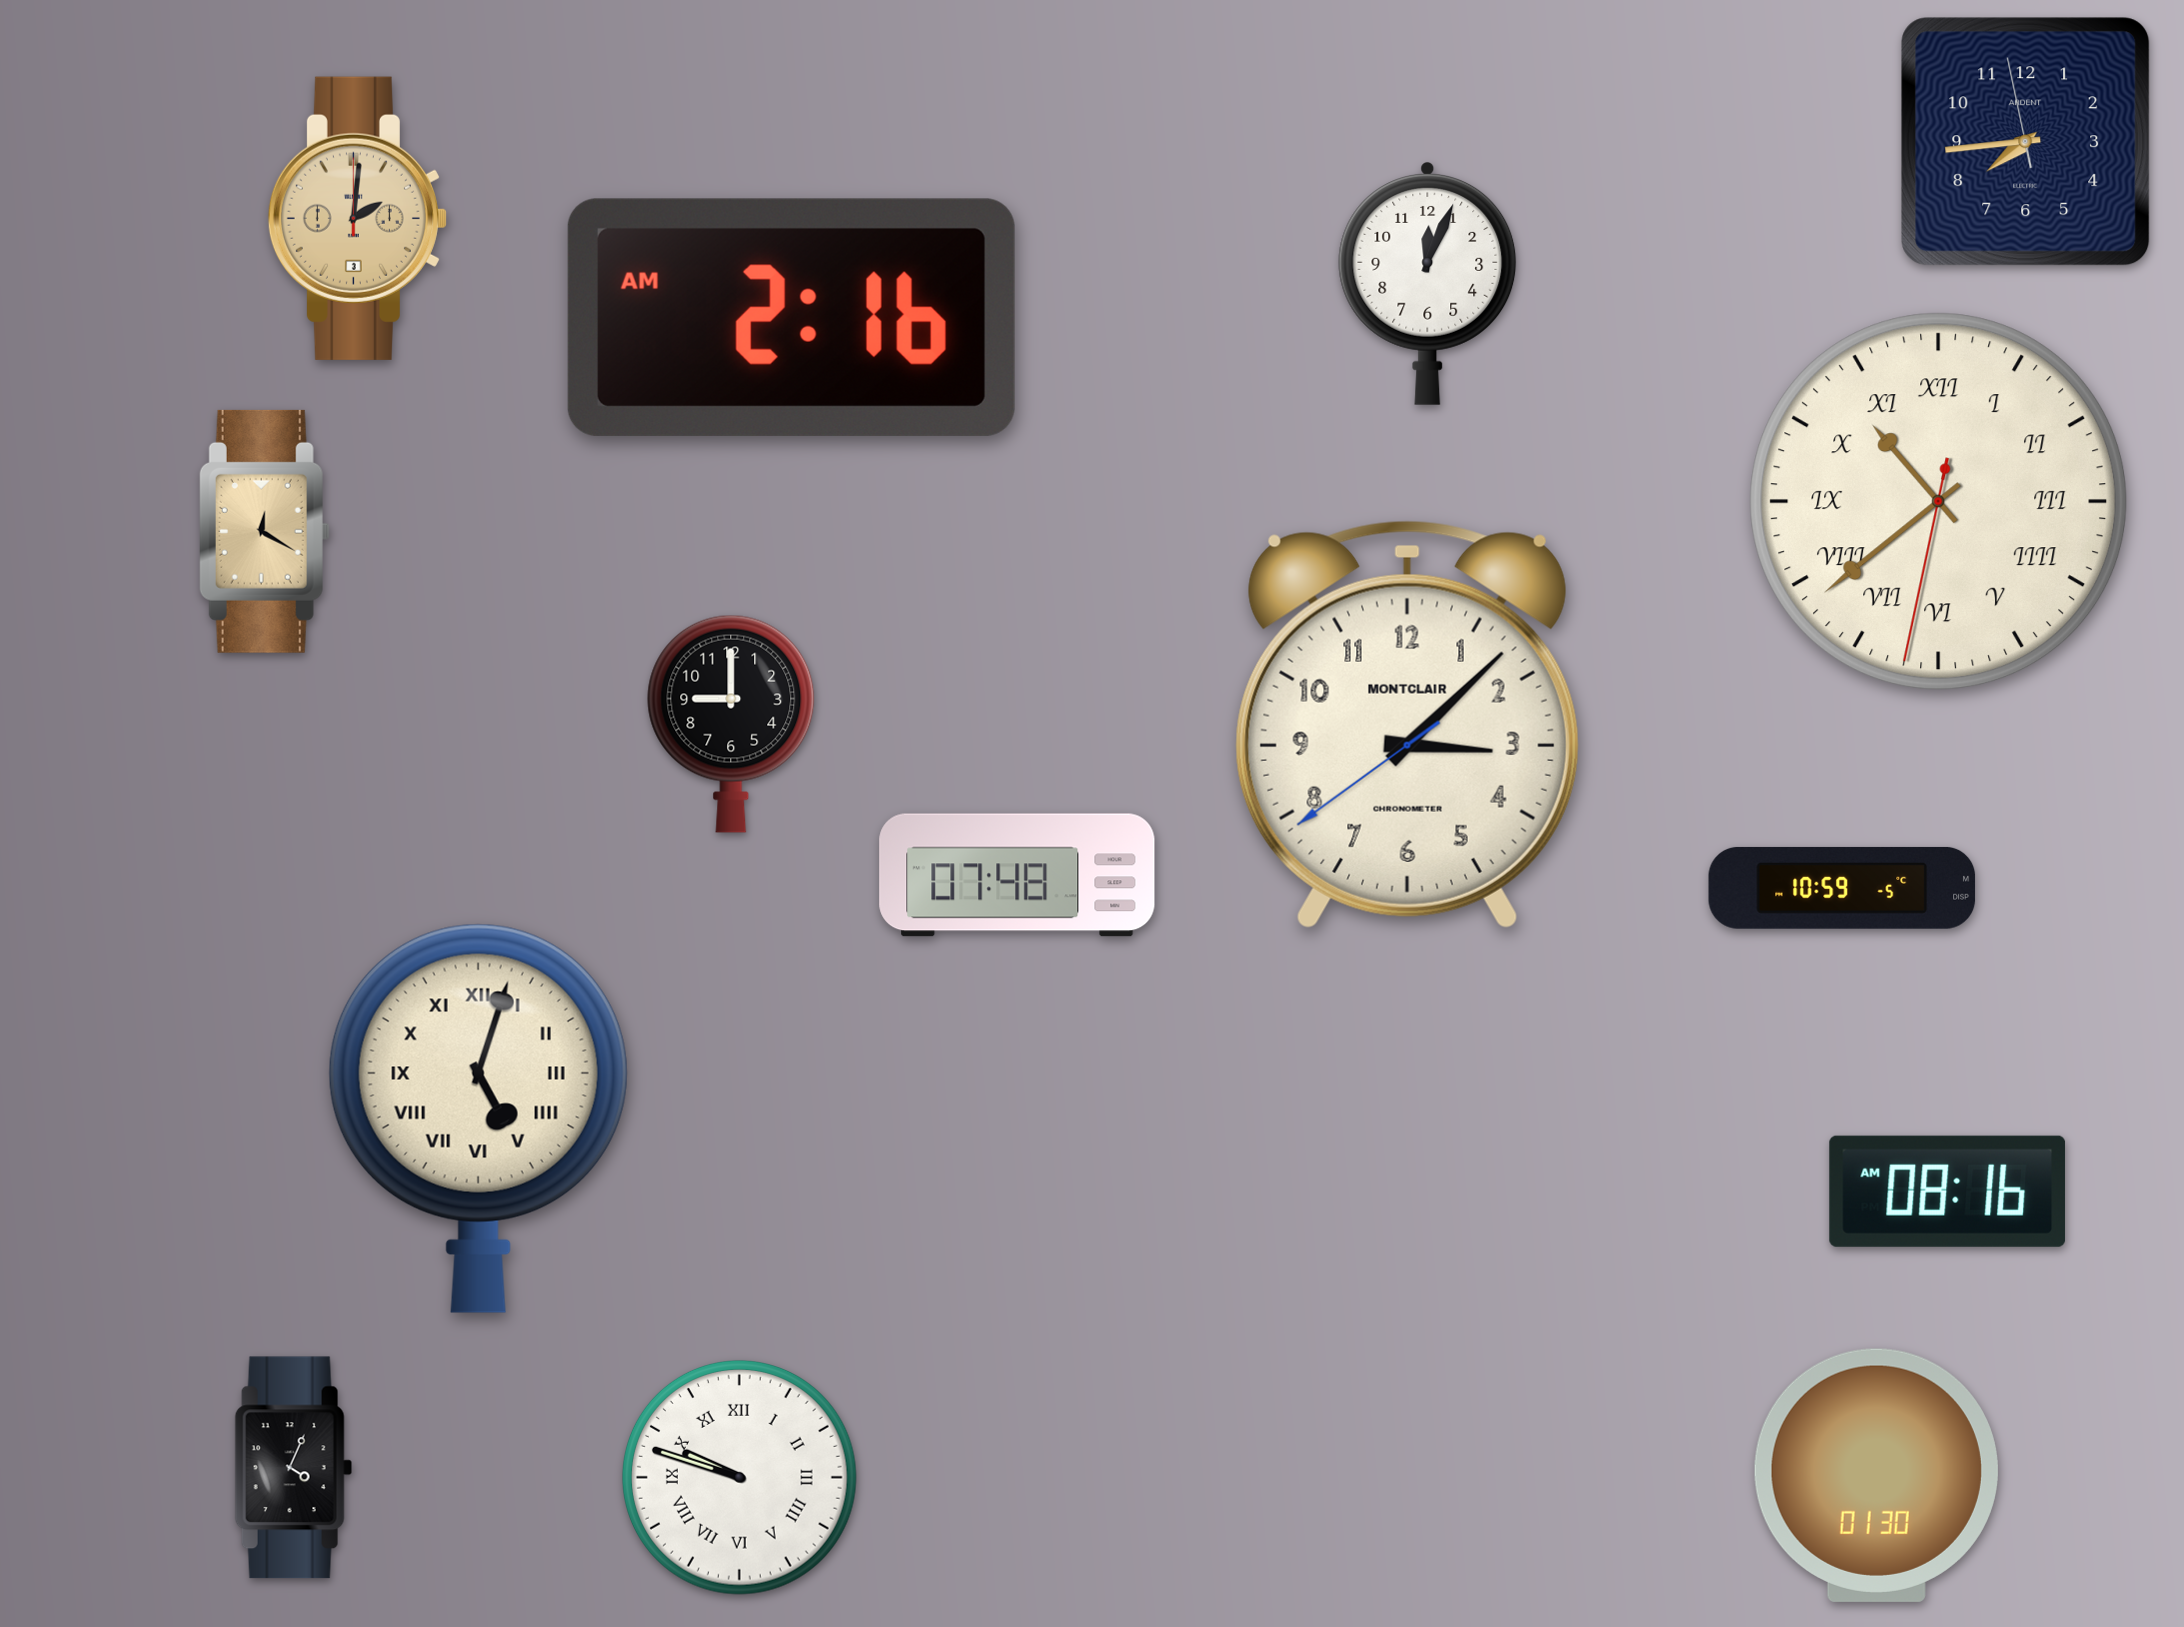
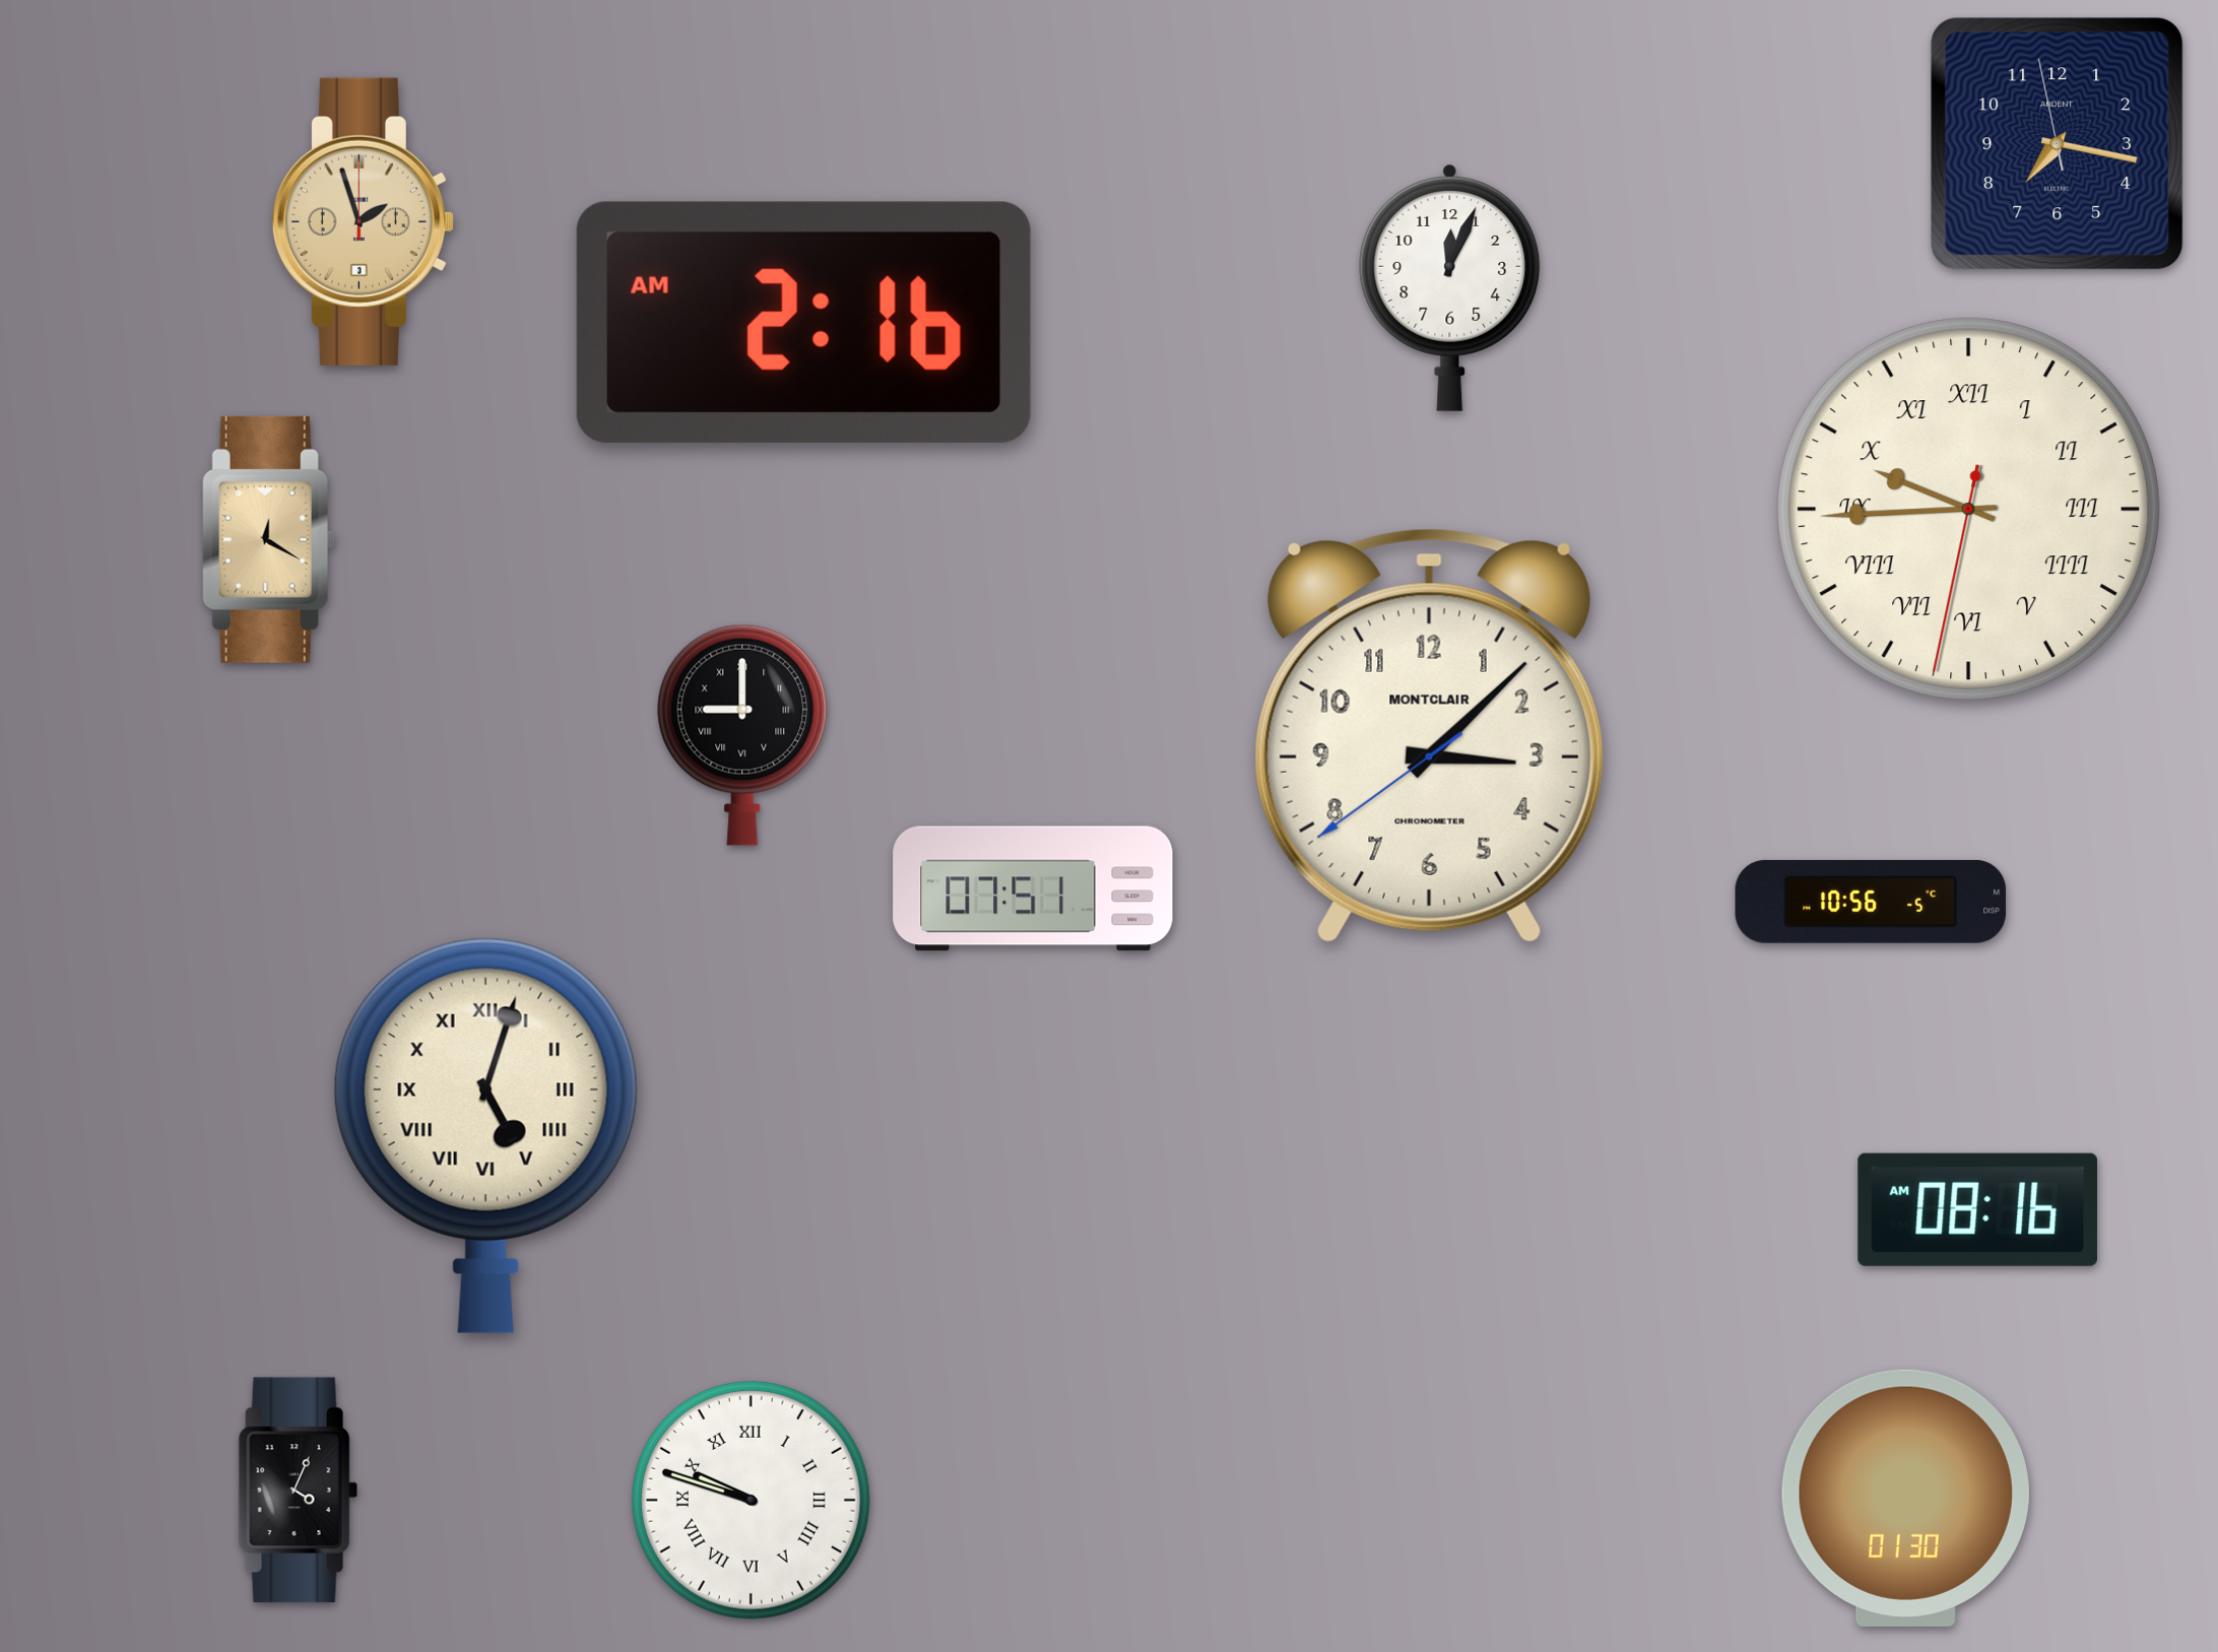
clock at (2026, 142): 7:43 -> 7:16
clock at (357, 218): 2:01 -> 1:57
clock at (1939, 502): 10:38 -> 9:44
clock at (731, 724) numerals: Arabic -> Roman
clock at (1017, 875): 07:48 -> 07:51
clock at (1842, 888): 10:59 -> 10:56
